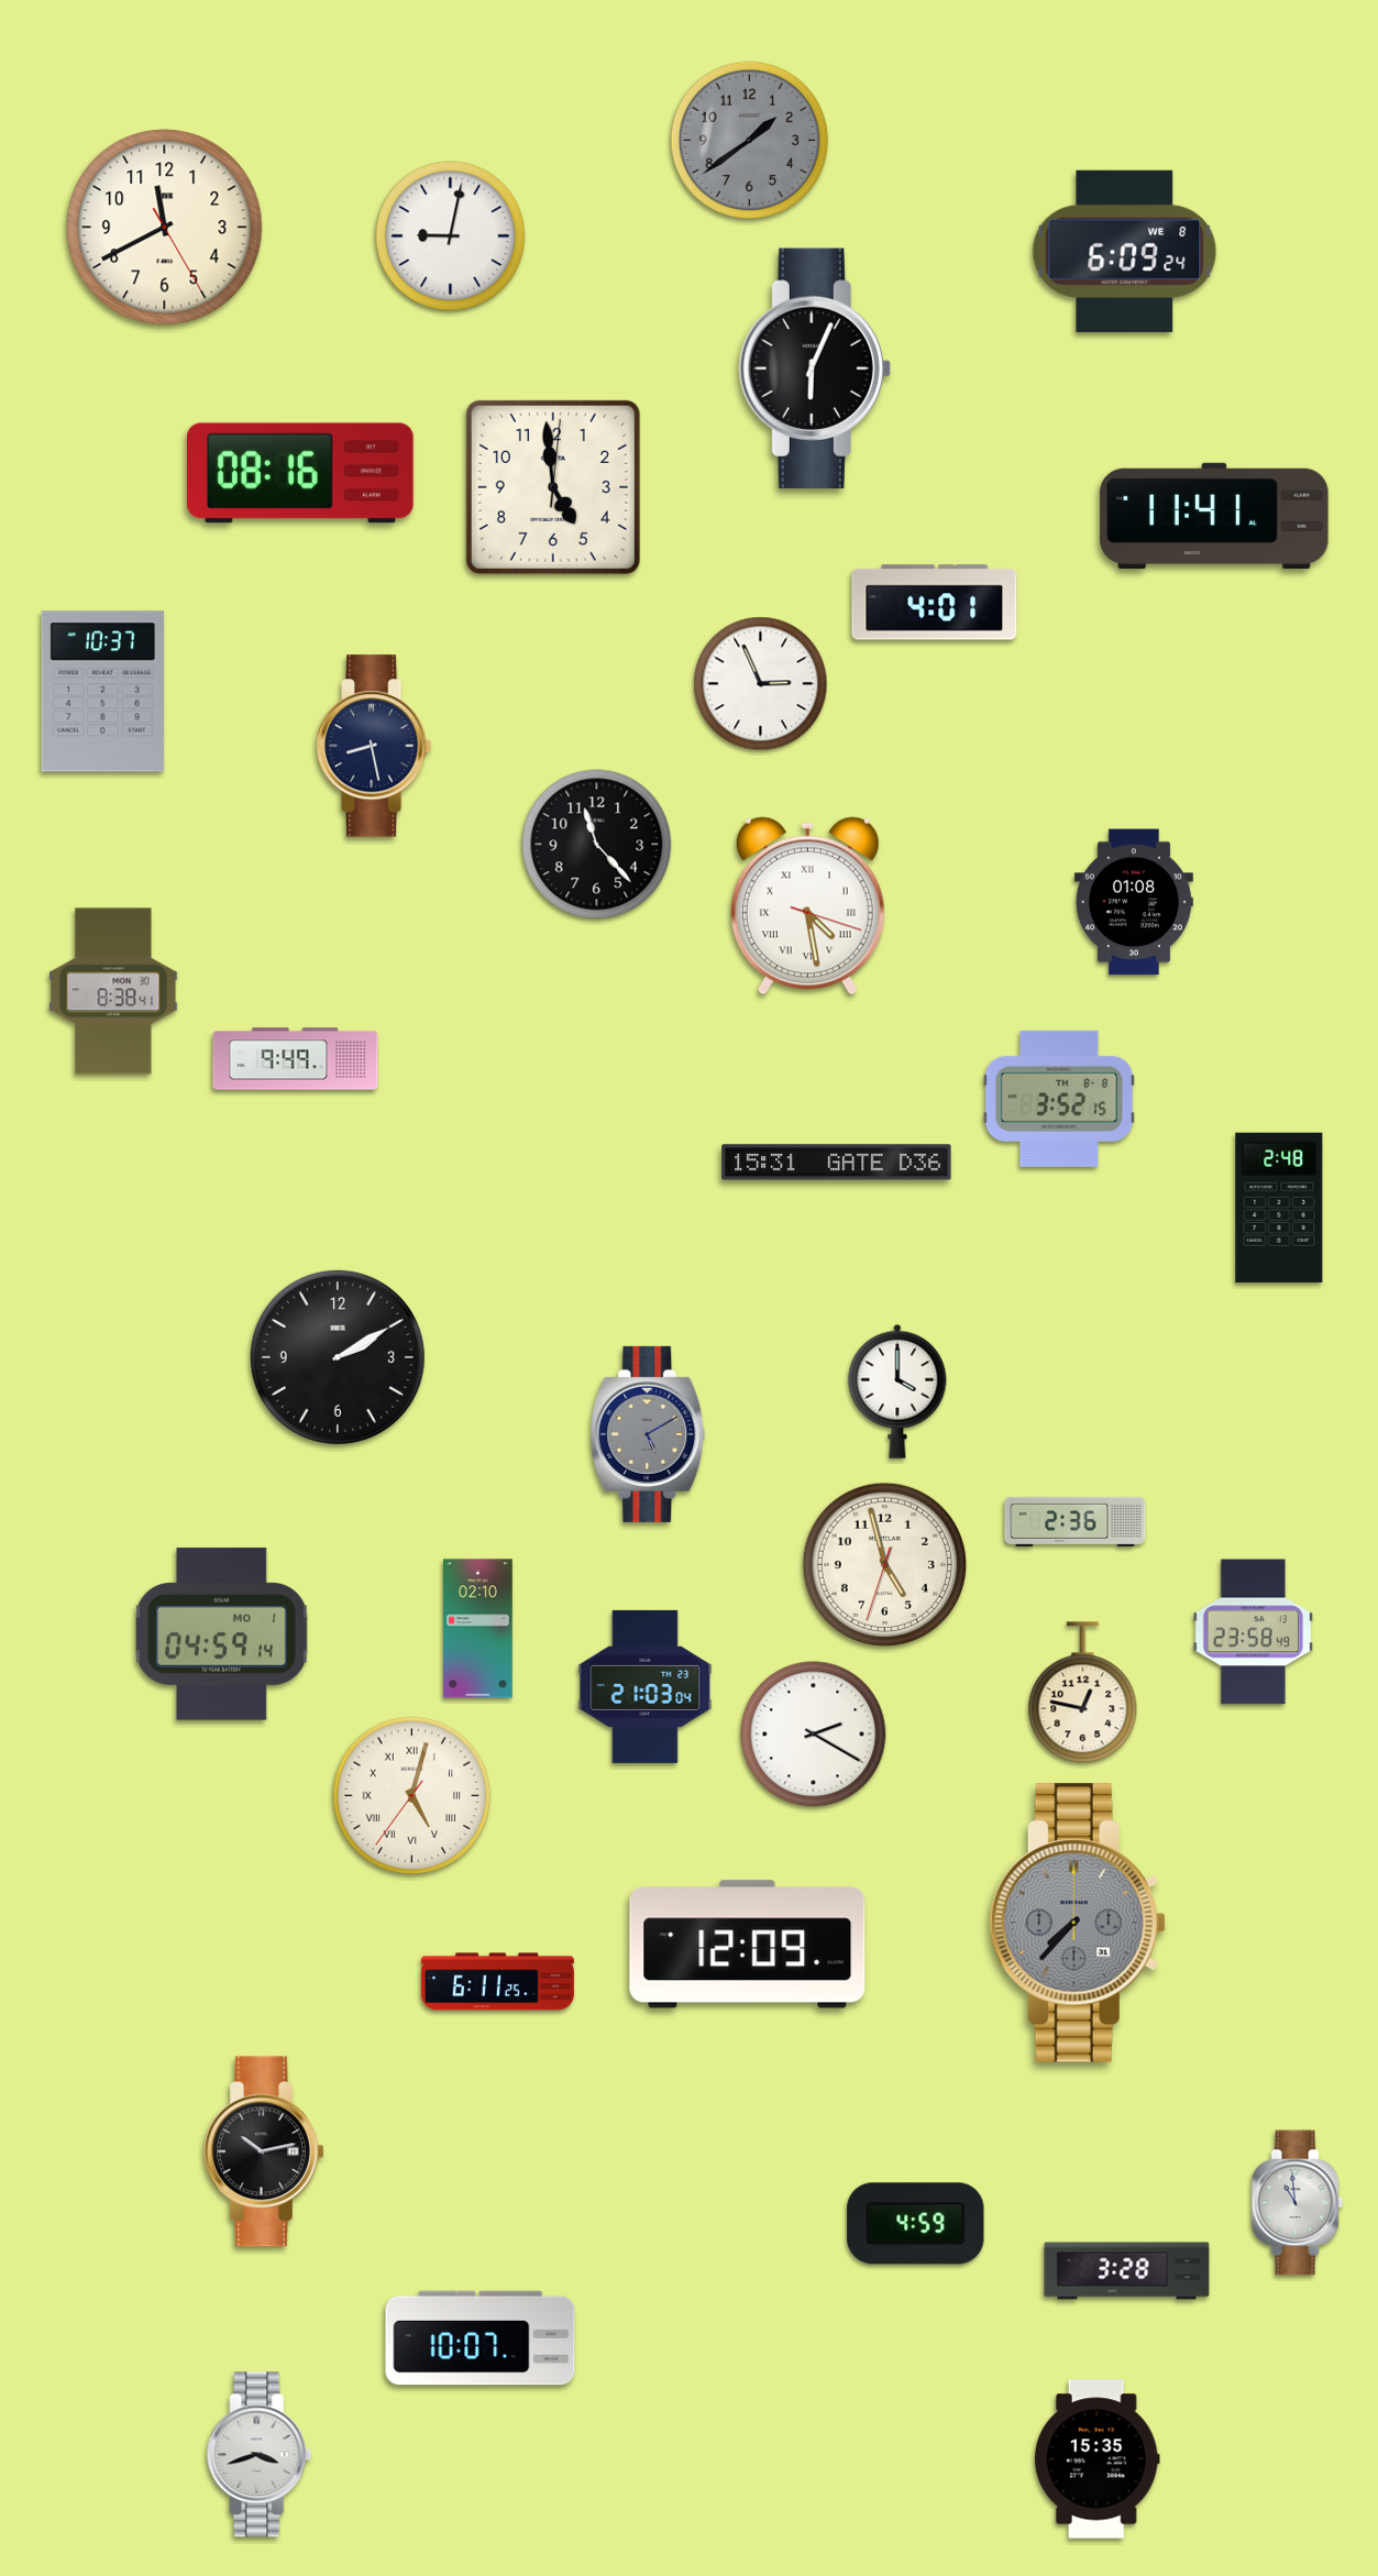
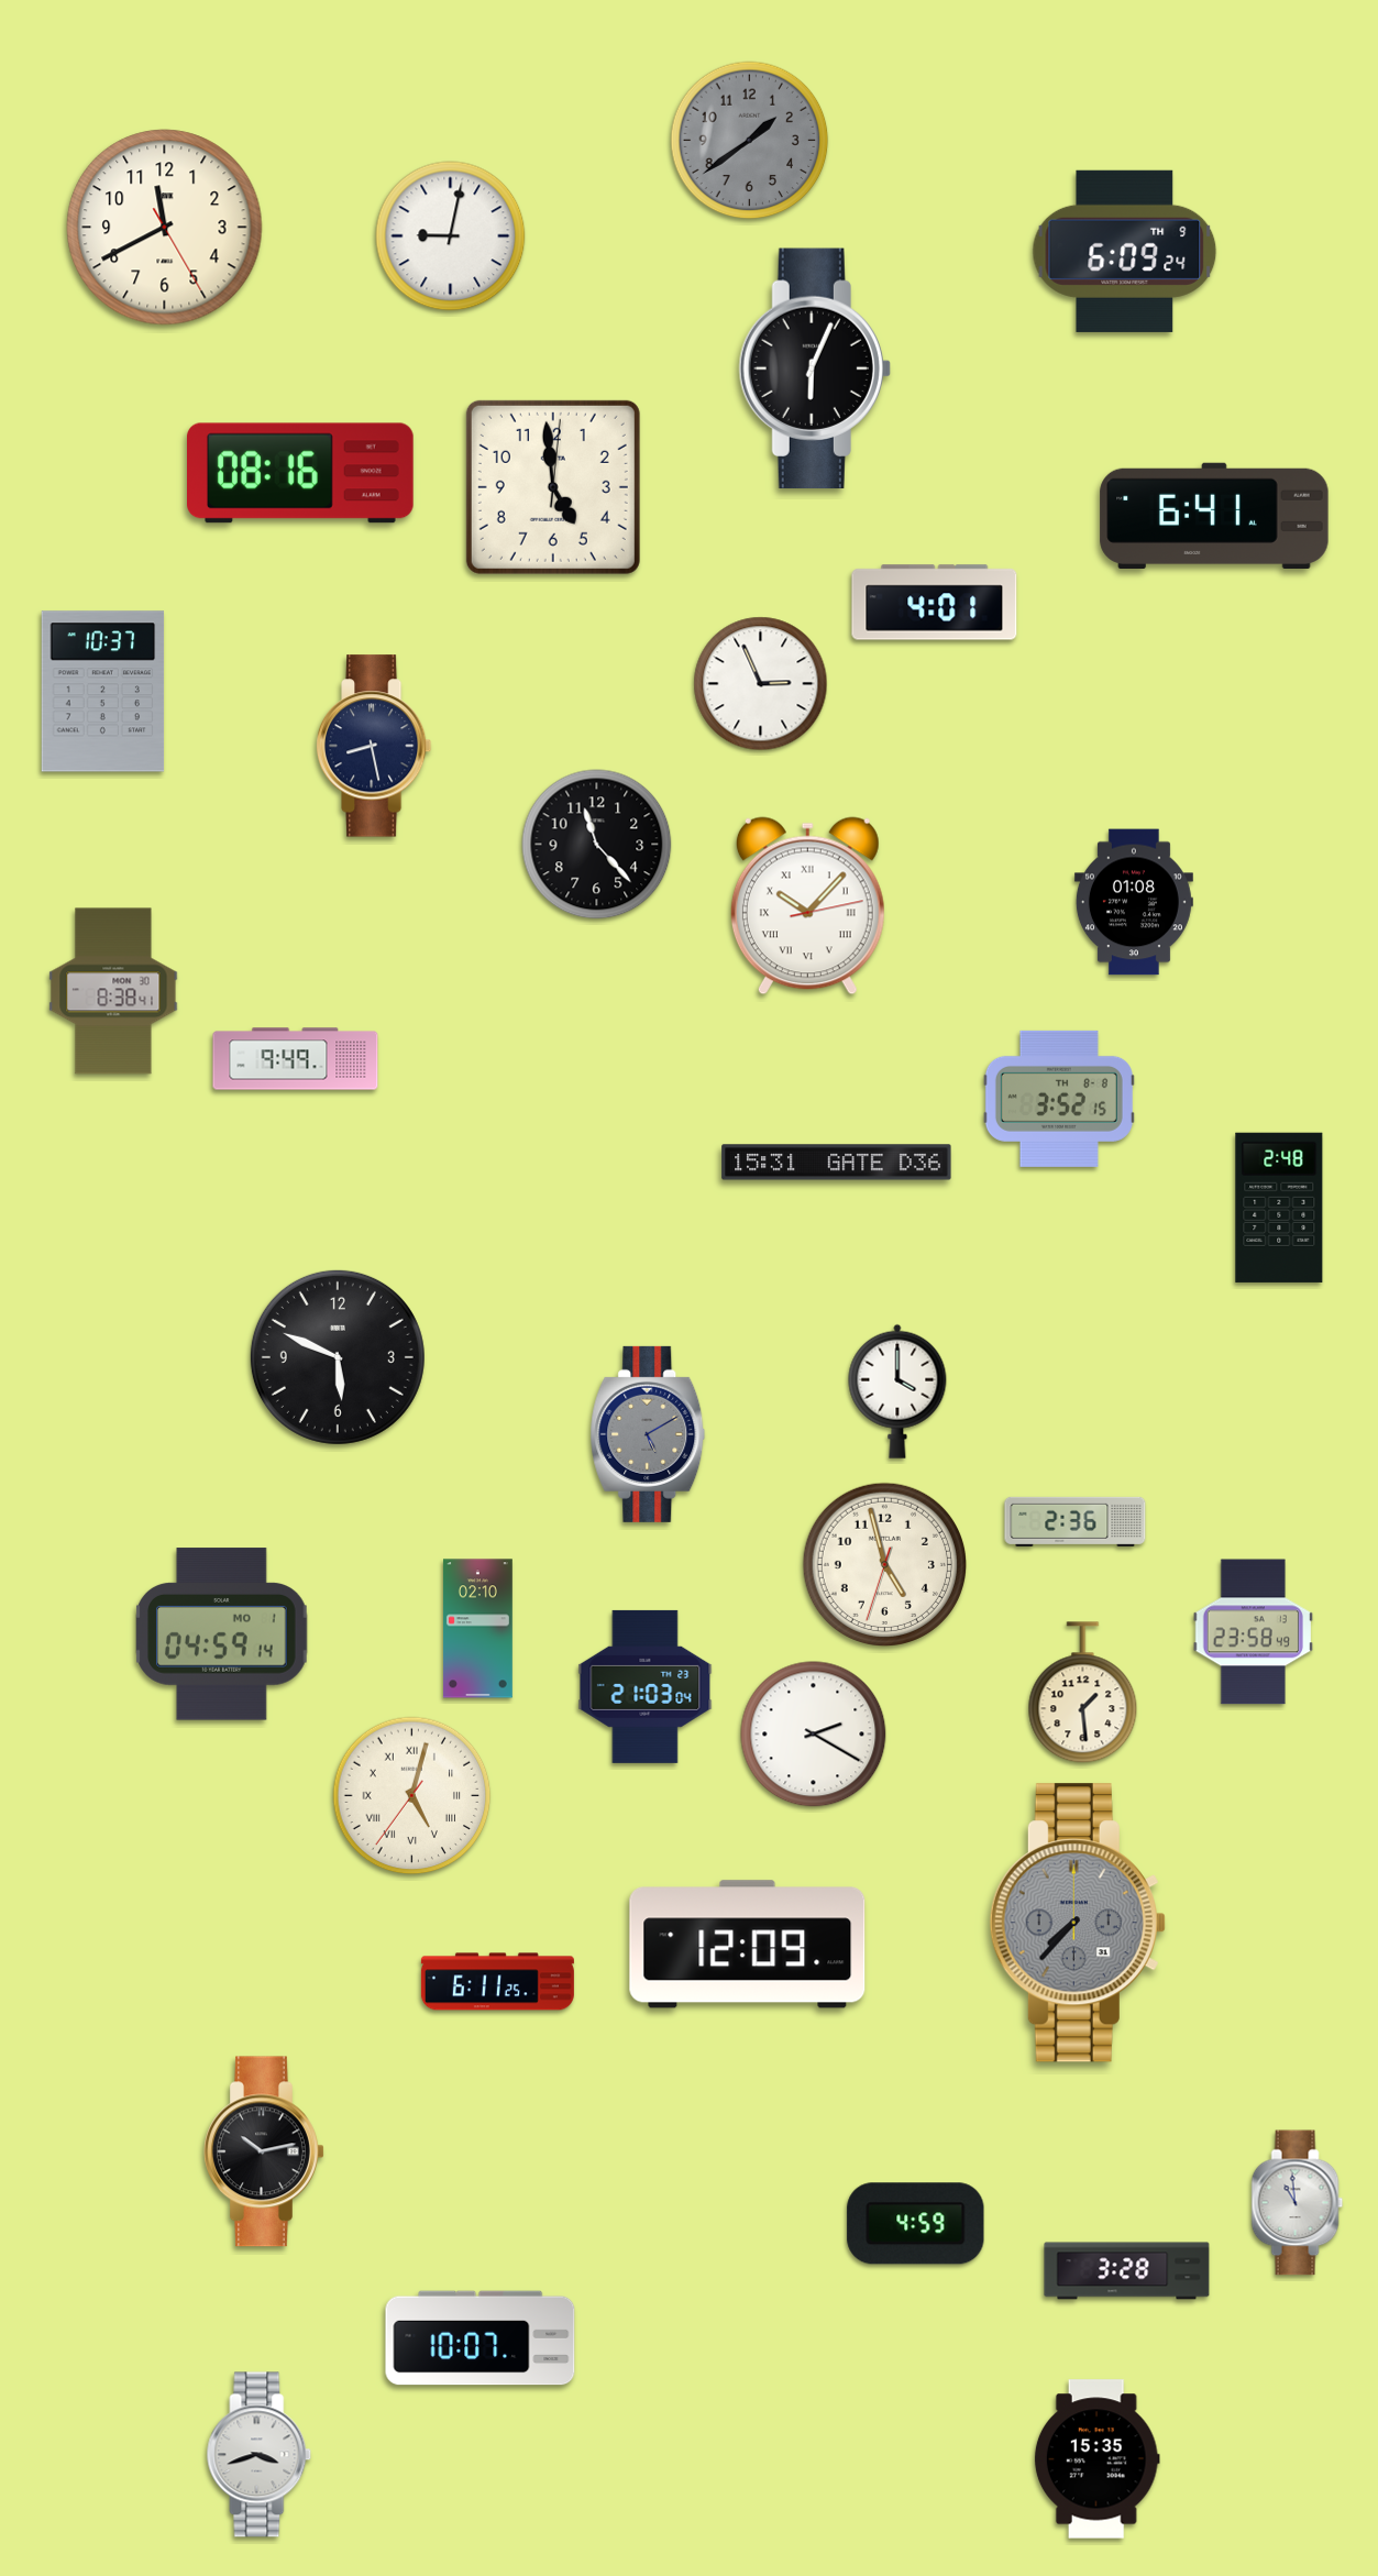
clock at (1125, 251) date: WE 8 -> TH 9
clock at (1214, 515): 11:41 -> 6:41
clock at (807, 906): 4:28 -> 10:07
clock at (338, 1357): 2:10 -> 5:49
clock at (1083, 1693): 12:47 -> 1:29
